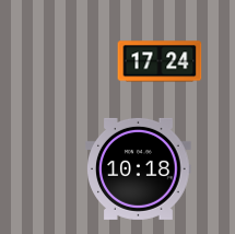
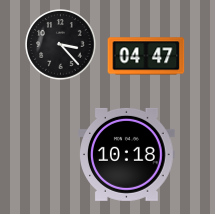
clock at (61, 45): none -> 3:23
clock at (160, 61): 17:24 -> 04:47
